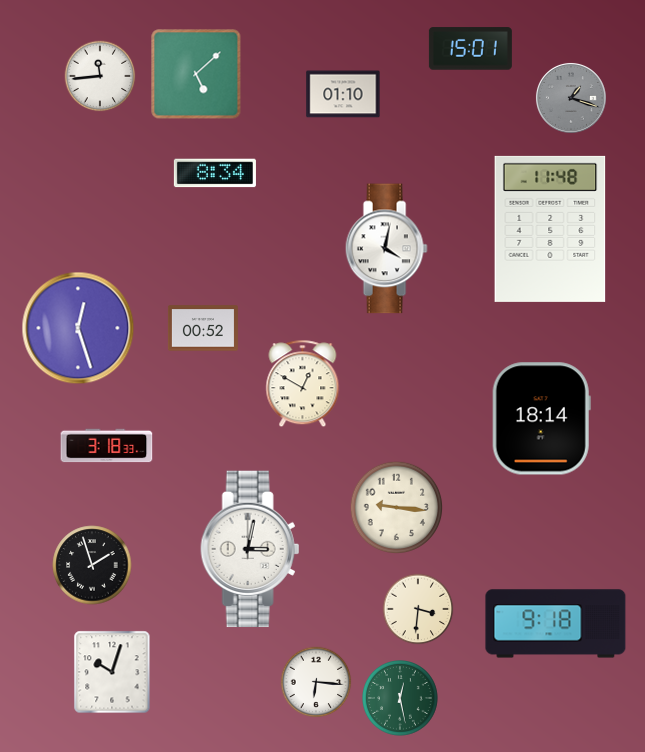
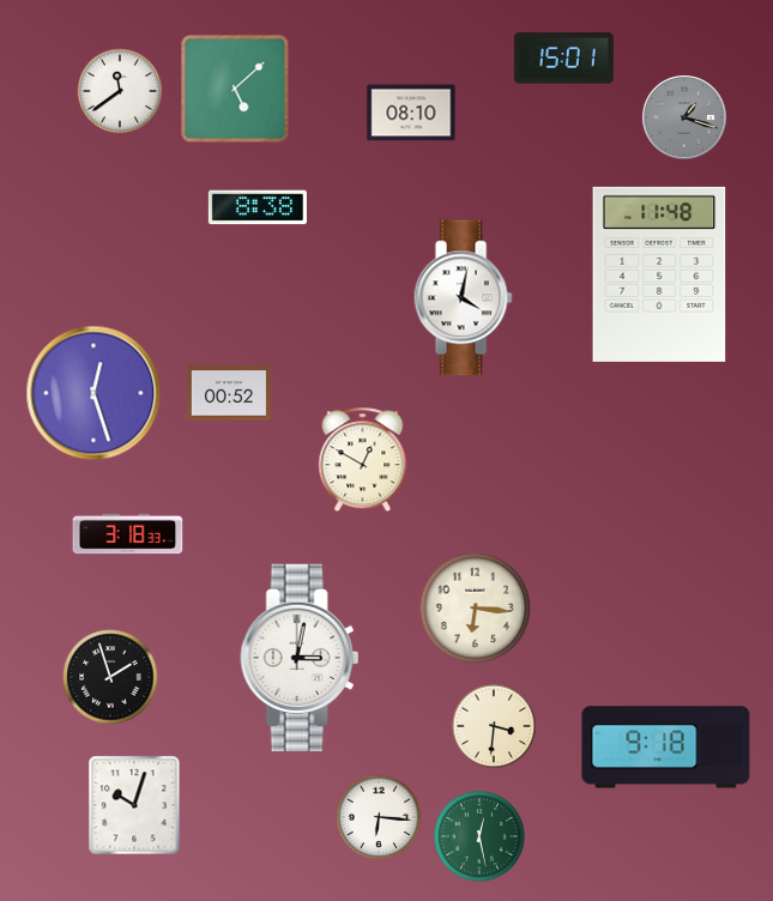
clock at (100, 76): 11:44 -> 11:39
clock at (343, 94): 01:10 -> 08:10
clock at (215, 173): 8:34 -> 8:38
clock at (203, 328) position: (203, 328) -> (229, 393)
clock at (541, 419): 18:14 -> none
clock at (397, 508): 9:16 -> 6:16
clock at (418, 609) position: (418, 609) -> (494, 726)
